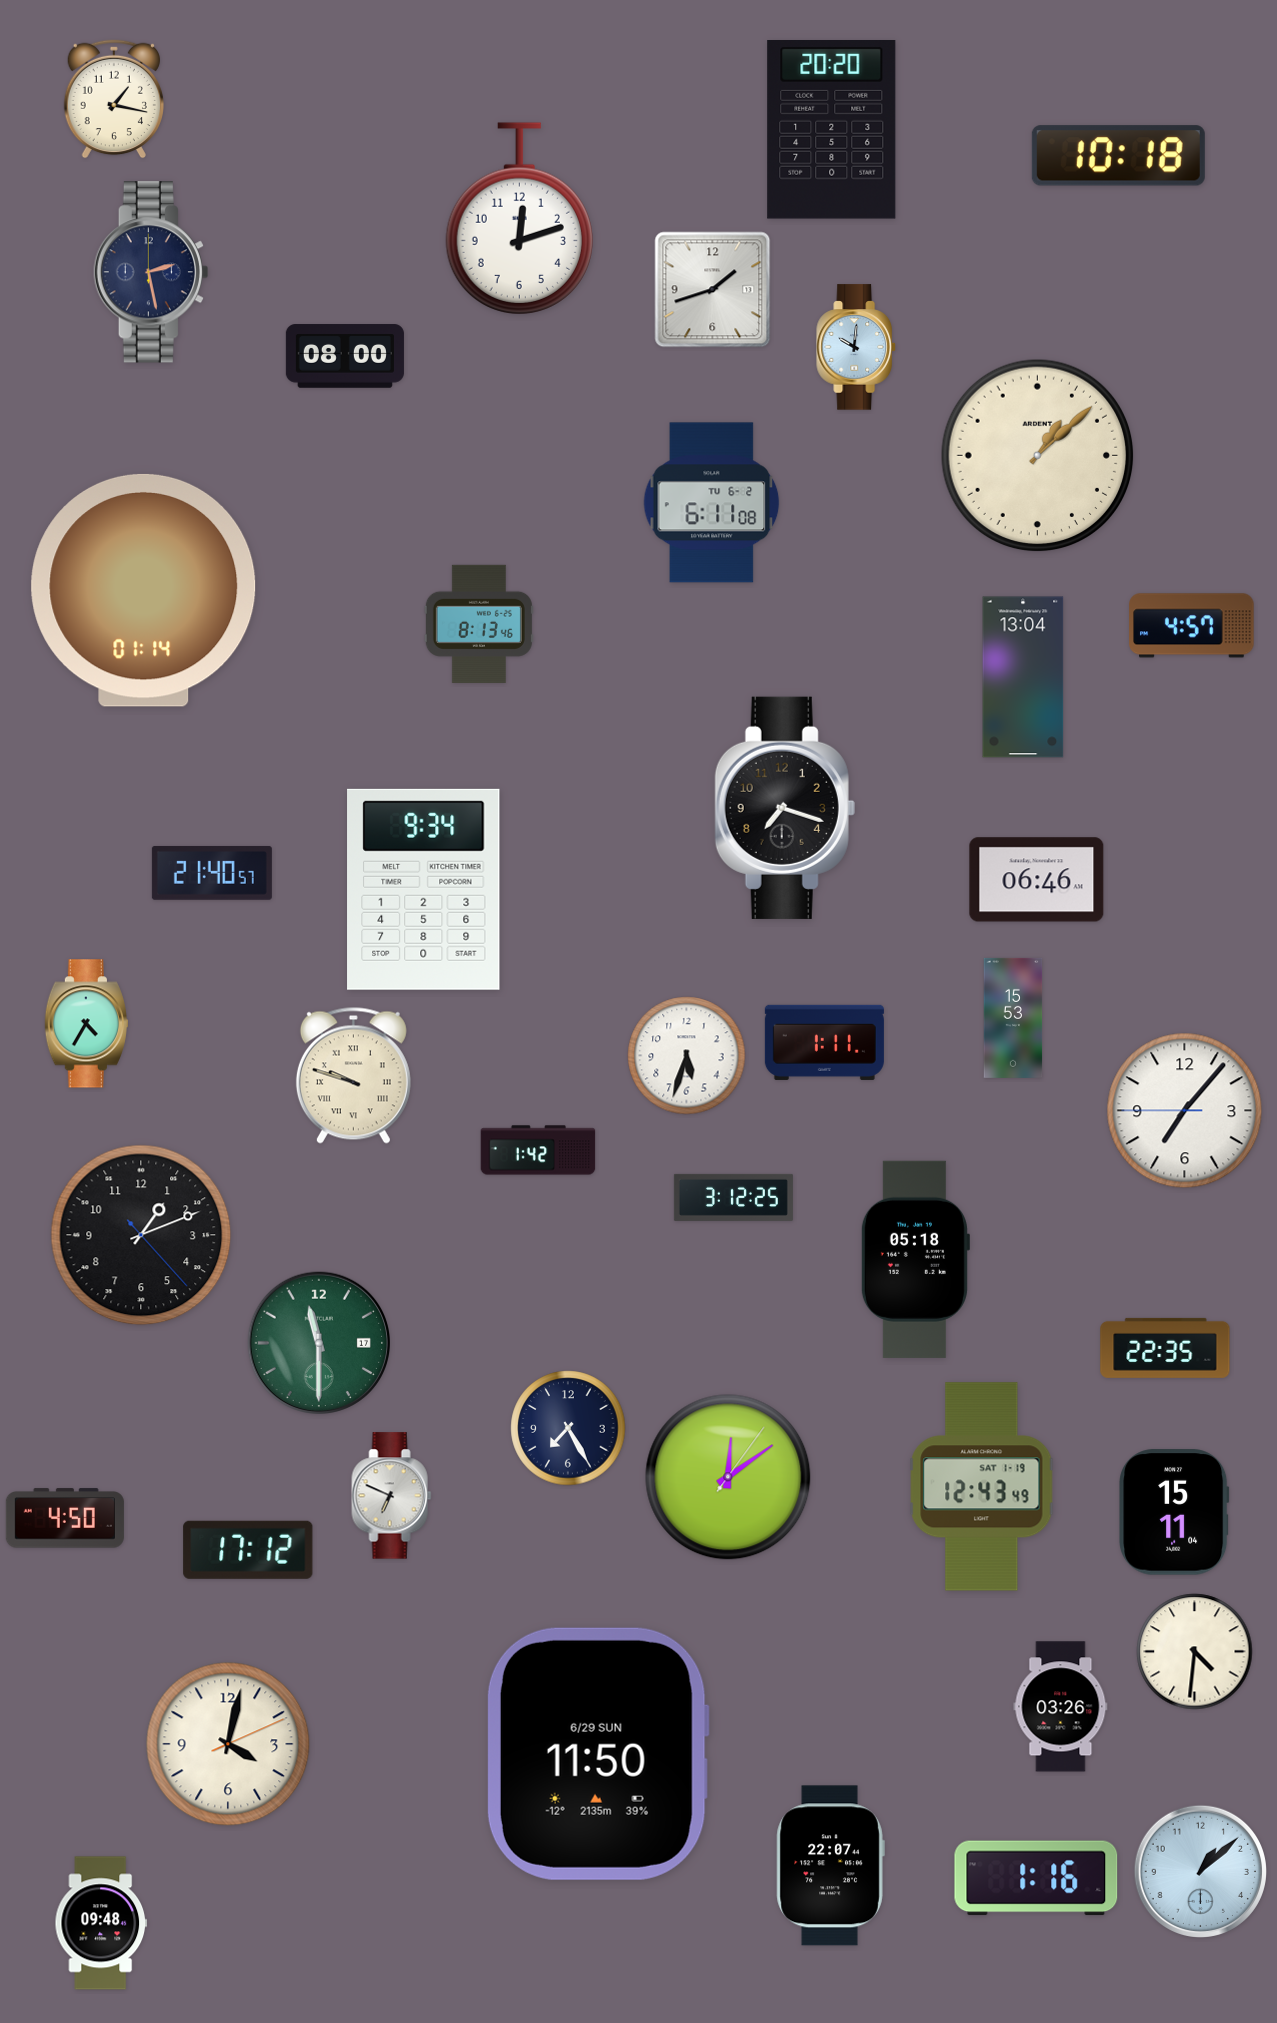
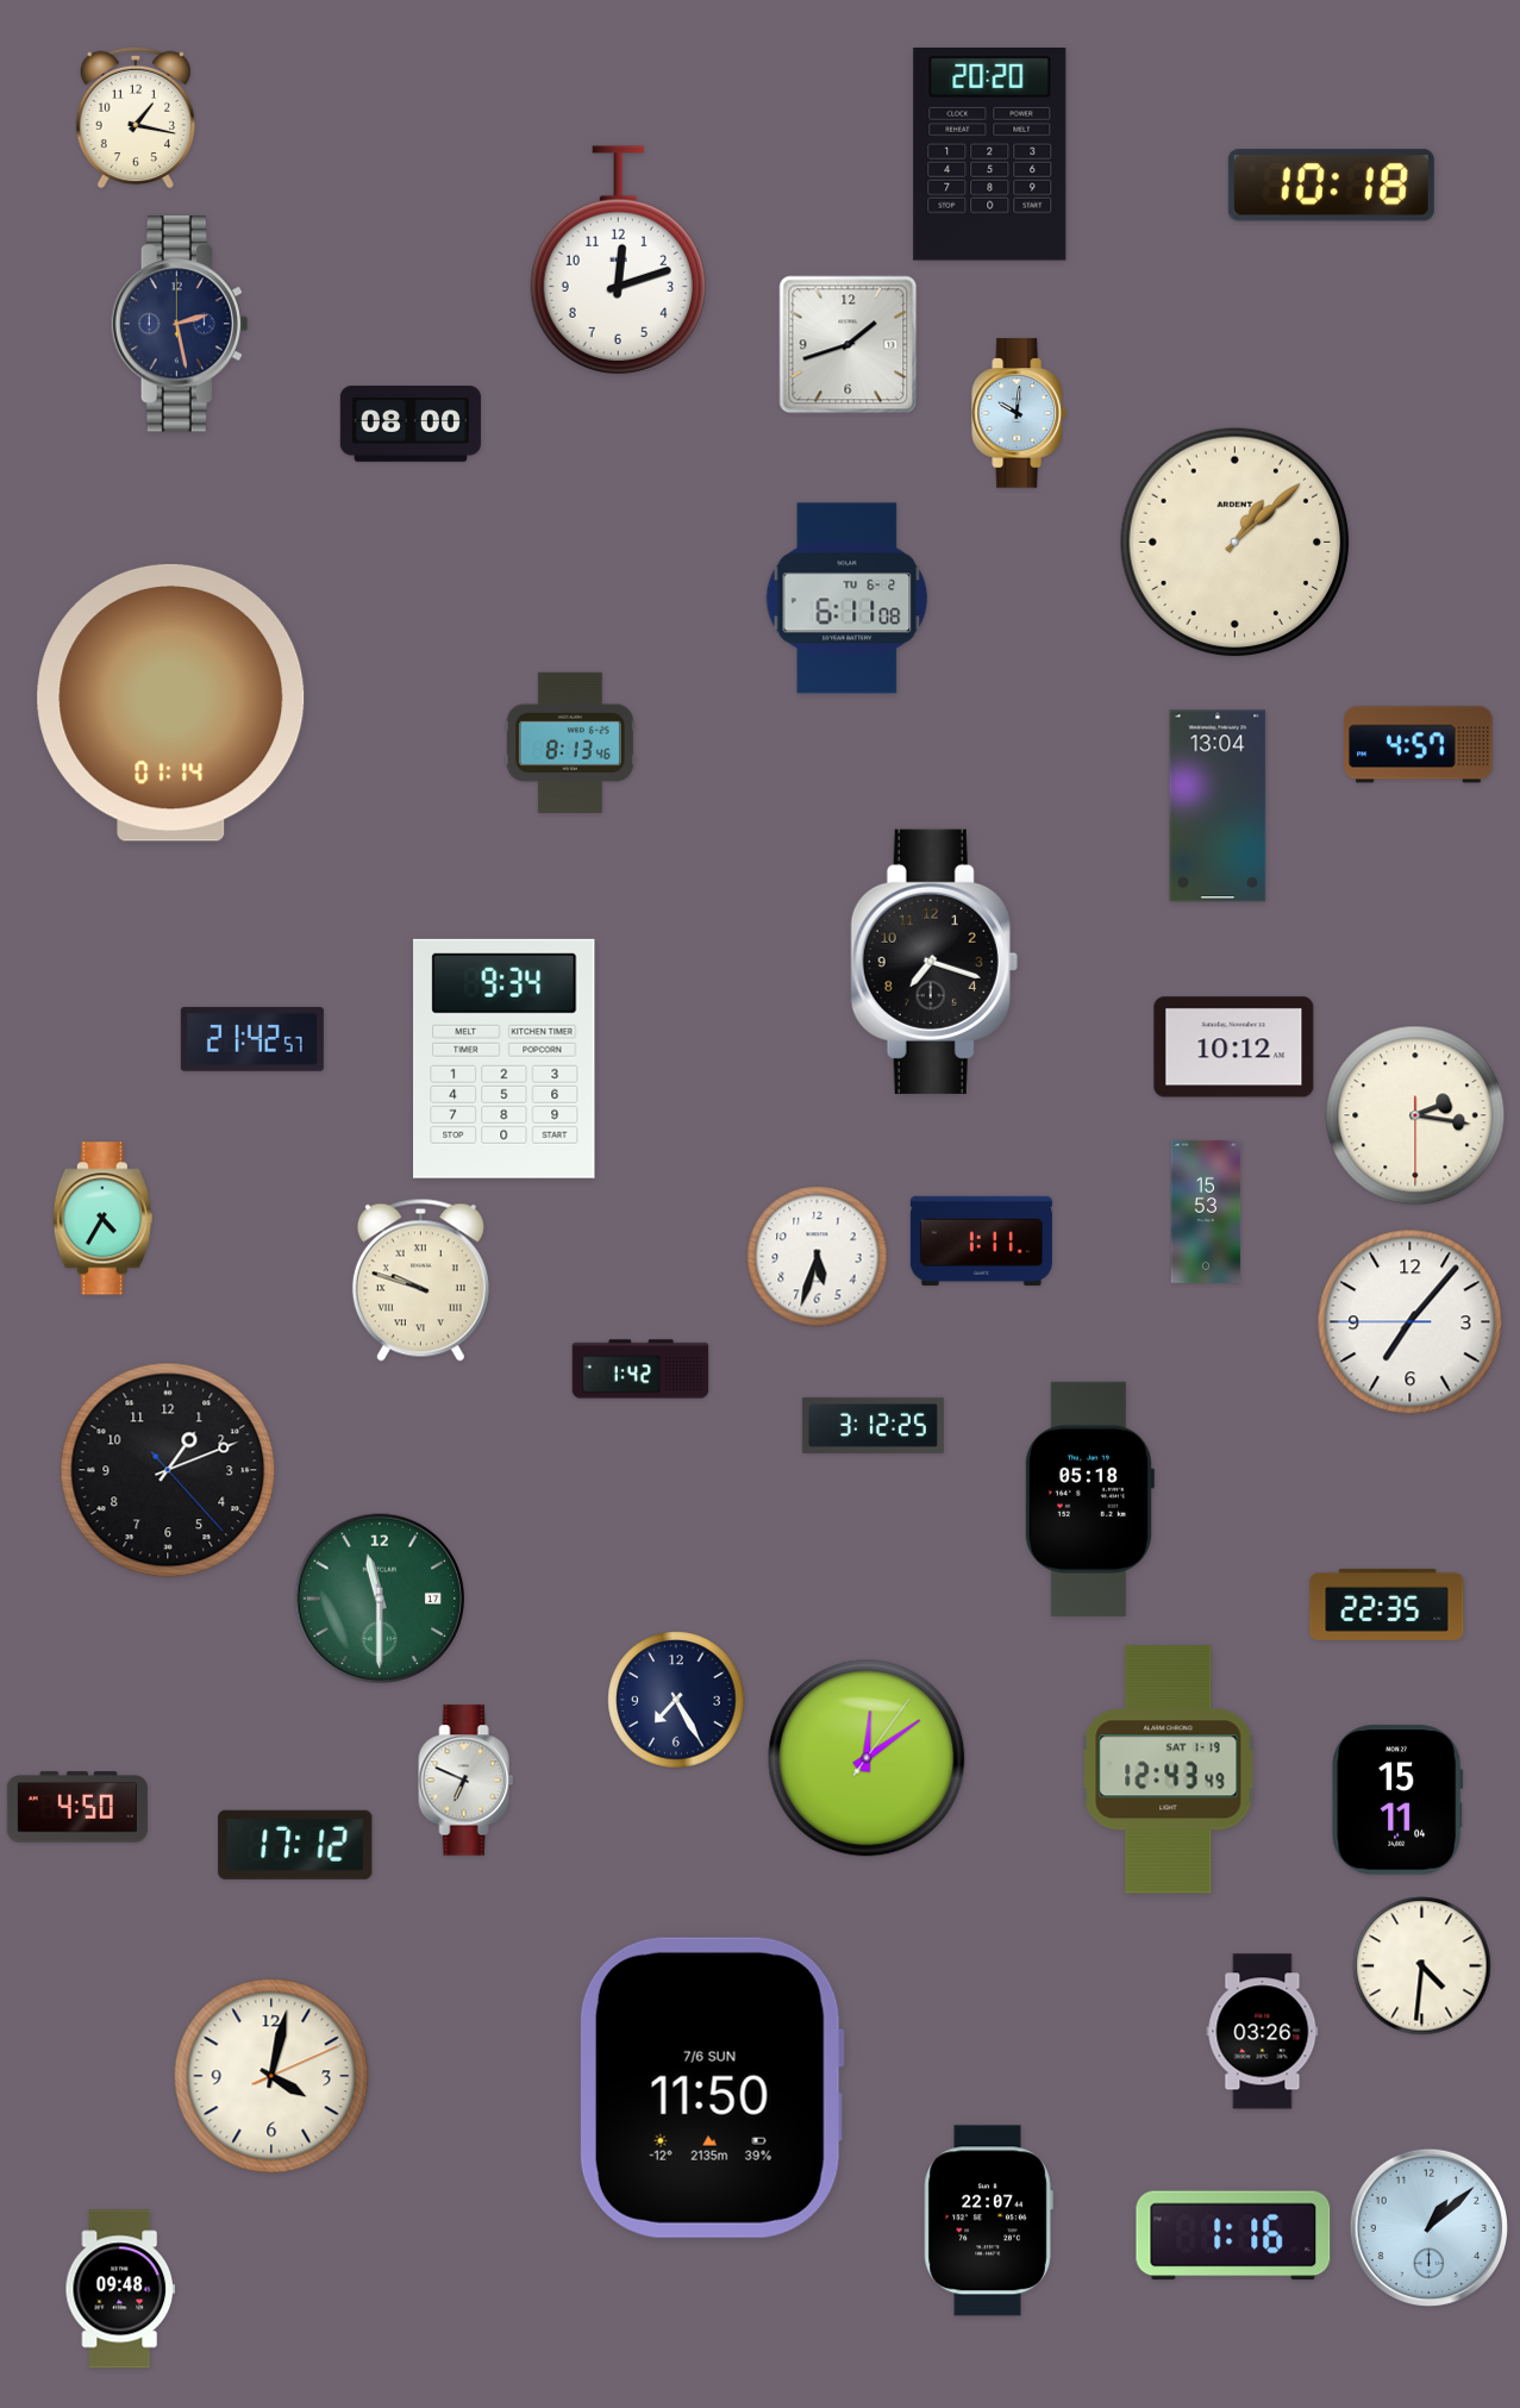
clock at (212, 873): 21:40 -> 21:42
clock at (1037, 880): 06:46 -> 10:12
clock at (1415, 1115): none -> 2:16
clock at (598, 1754) date: 6/29 SUN -> 7/6 SUN
